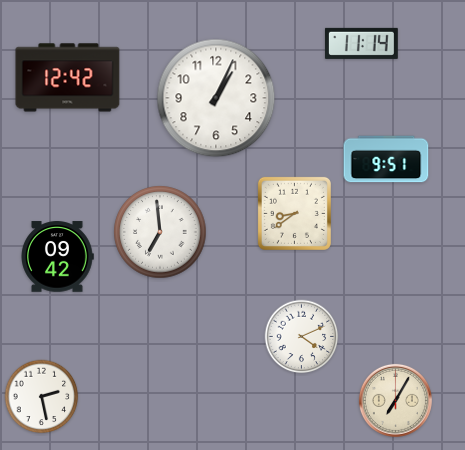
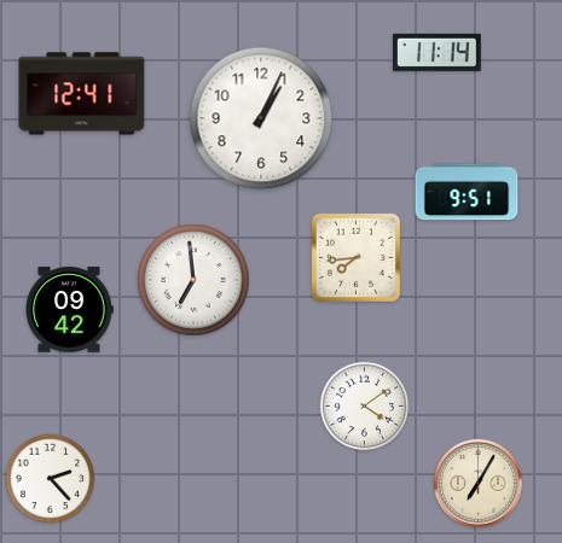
clock at (68, 78): 12:42 -> 12:41
clock at (294, 213): 8:39 -> 7:44
clock at (302, 337): 4:11 -> 4:09
clock at (42, 397): 2:28 -> 2:23
